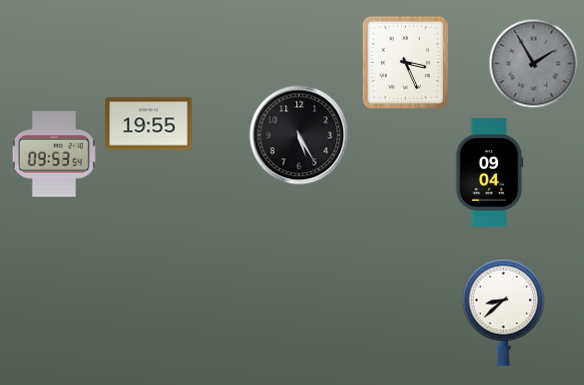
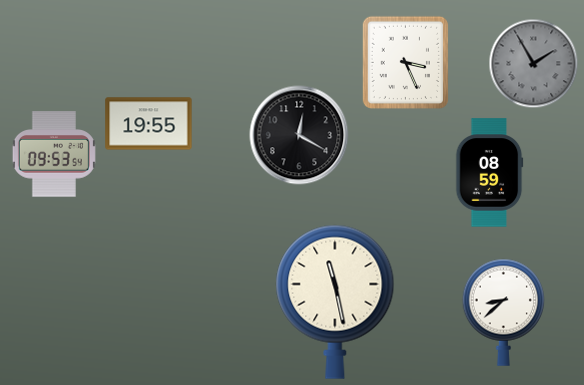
clock at (299, 135): 5:25 -> 12:20
clock at (490, 173): 09:04 -> 08:59
clock at (335, 302): none -> 11:28
